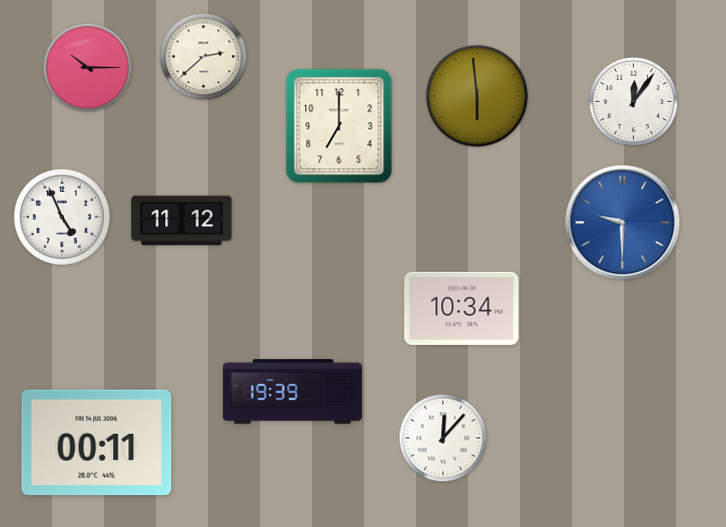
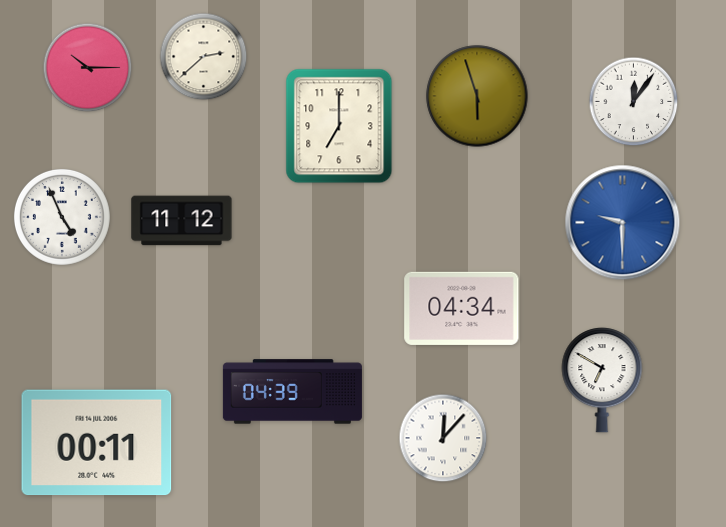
clock at (477, 96): 5:59 -> 5:57
clock at (462, 308): 10:34 -> 04:34
clock at (602, 380): none -> 6:50
clock at (292, 392): 19:39 -> 04:39
